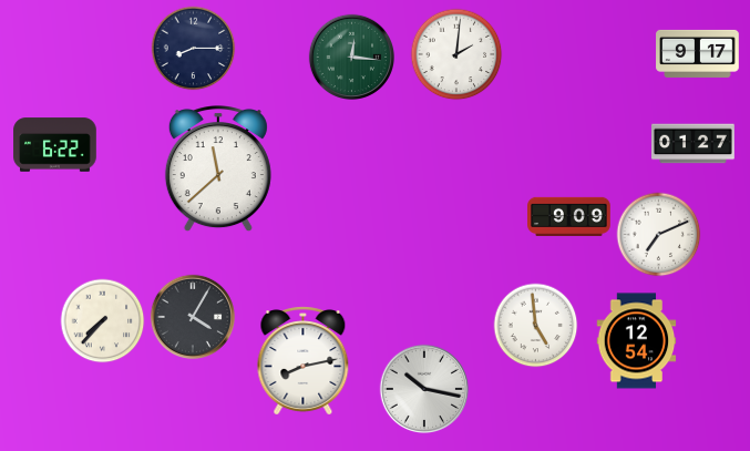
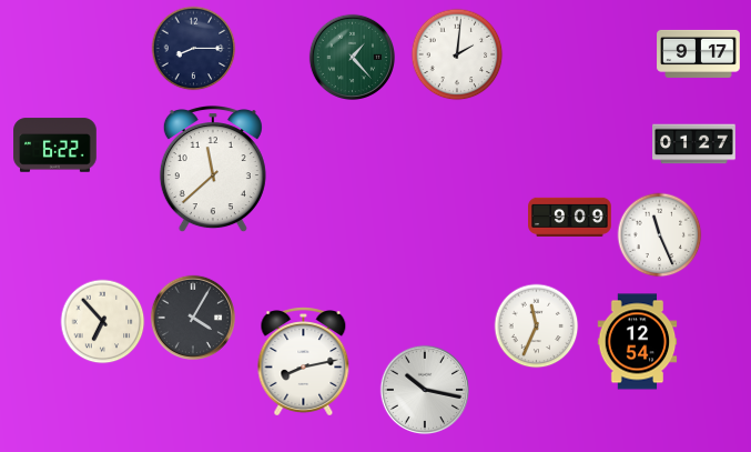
clock at (351, 57): 12:16 -> 1:23
clock at (218, 170) position: (218, 170) -> (213, 170)
clock at (659, 235): 7:11 -> 11:26
clock at (103, 321): 7:37 -> 6:53
clock at (536, 326): 4:59 -> 11:34
